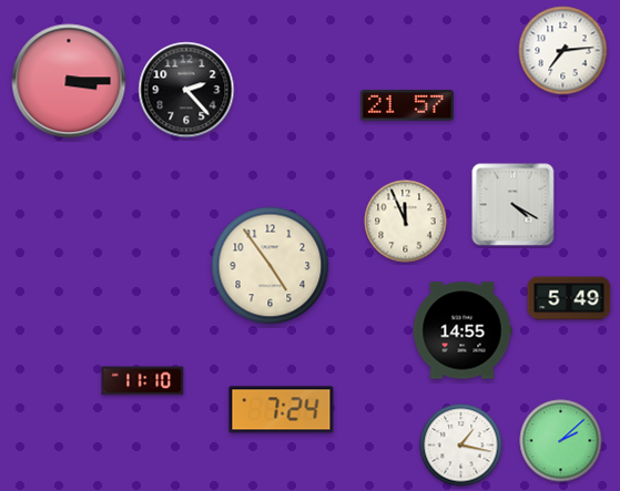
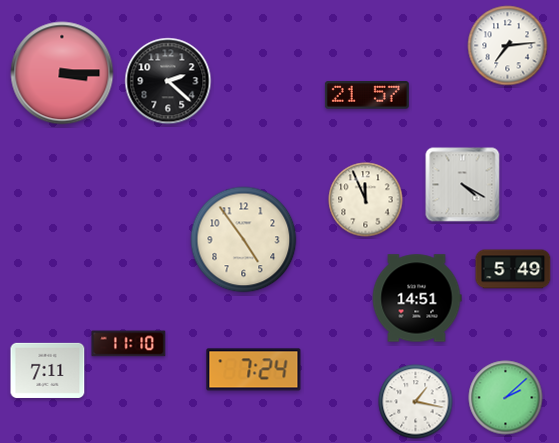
clock at (186, 90): 2:23 -> 2:22
clock at (463, 330): 14:55 -> 14:51
clock at (48, 370): none -> 7:11
